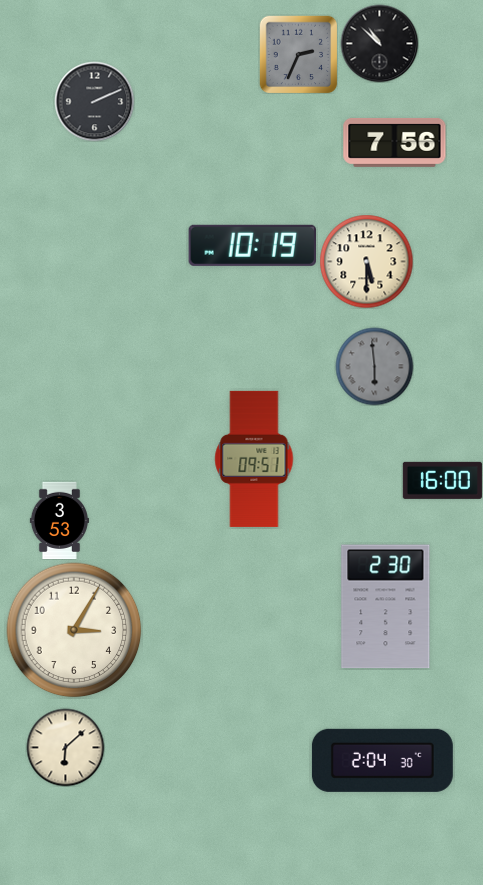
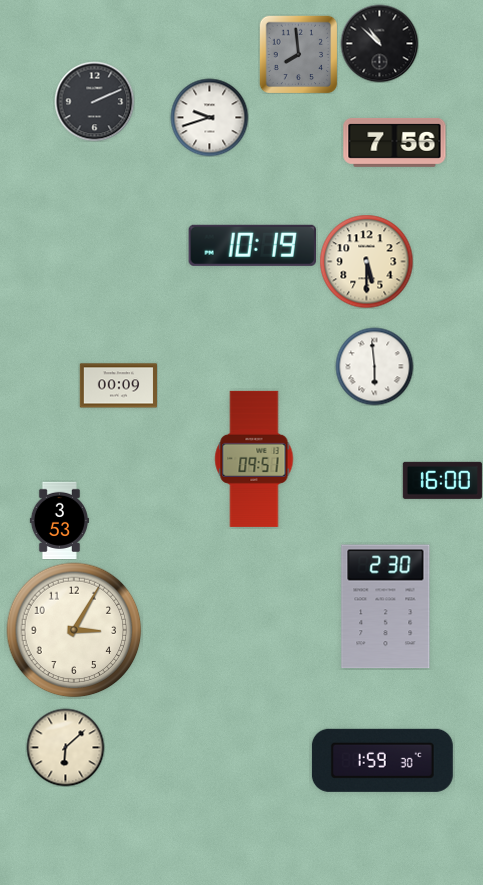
clock at (298, 54): 2:34 -> 7:59
clock at (209, 117): none -> 9:42
clock at (374, 366) dial: grey -> white
clock at (118, 386): none -> 00:09
clock at (382, 760): 2:04 -> 1:59
